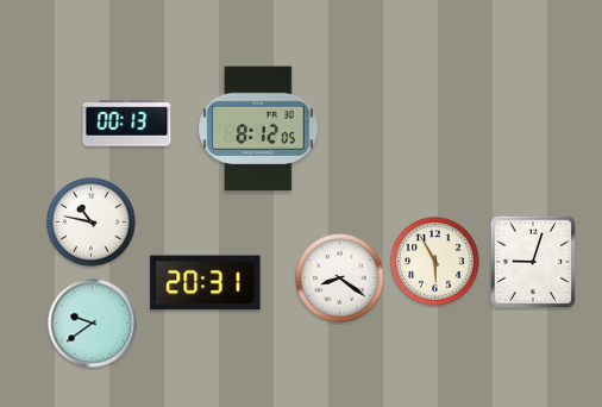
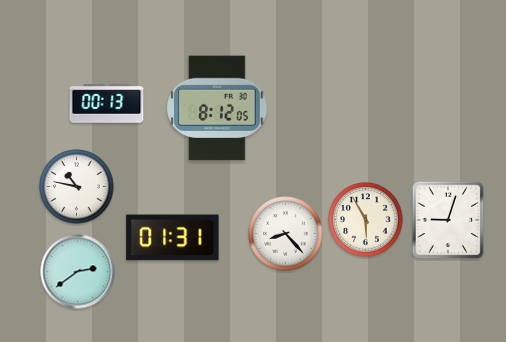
clock at (340, 278): 8:21 -> 8:23
clock at (206, 283): 20:31 -> 01:31
clock at (93, 324): 9:39 -> 2:39
